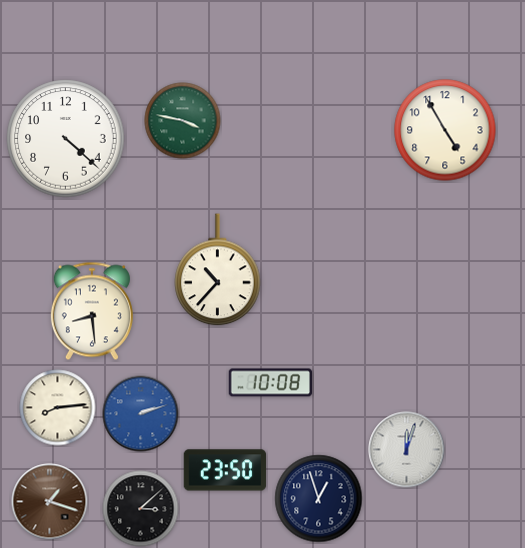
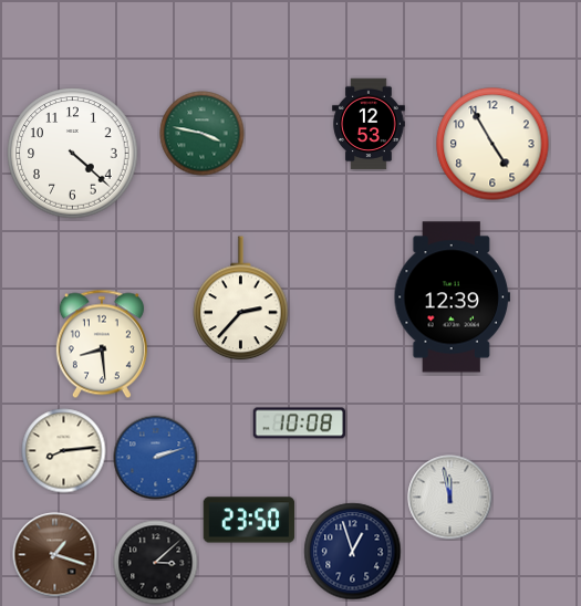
clock at (369, 124): none -> 12:53
clock at (452, 297): none -> 12:39
clock at (218, 270): 10:37 -> 2:37
clock at (407, 450): 12:03 -> 11:58
